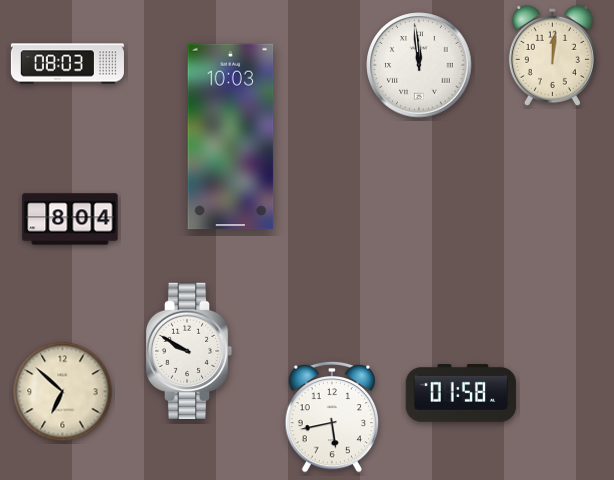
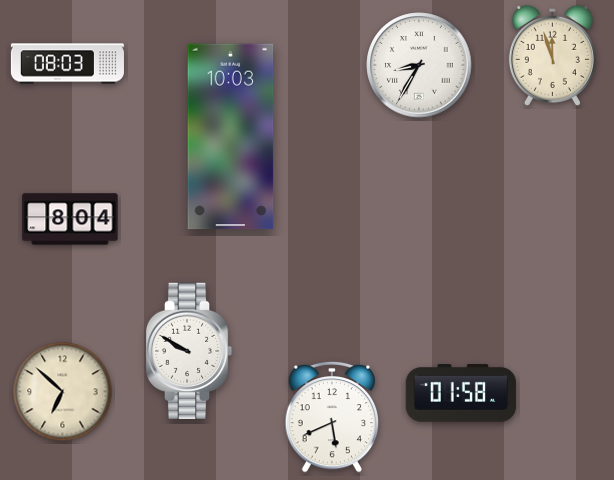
clock at (552, 55): 12:01 -> 11:57
clock at (419, 65): 11:59 -> 8:35
clock at (332, 417): 5:43 -> 5:41
